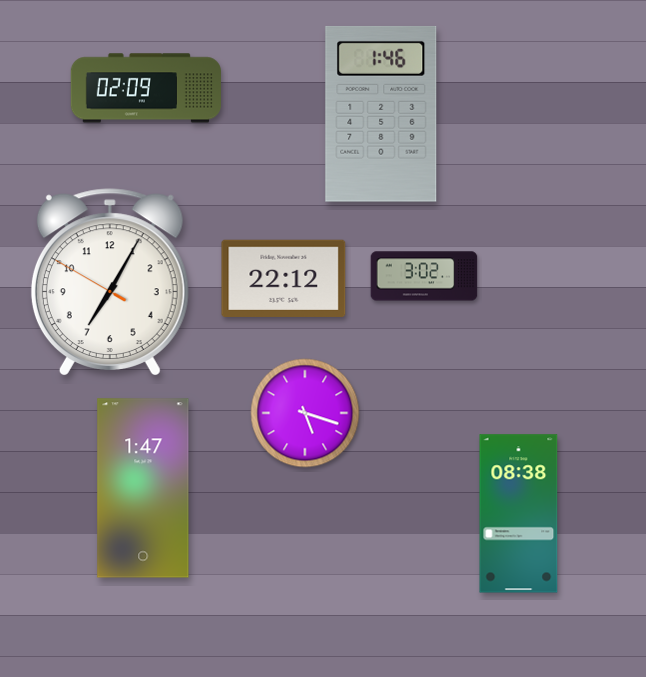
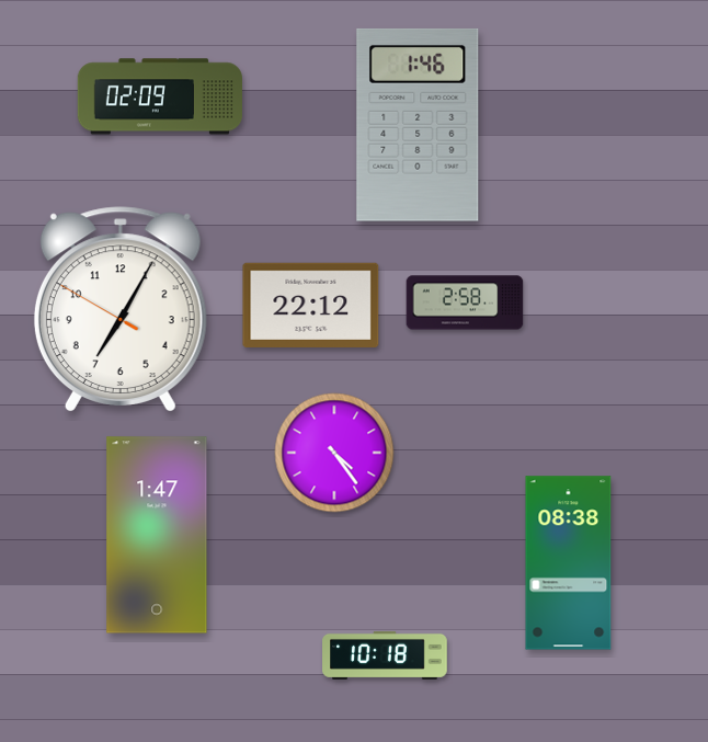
clock at (424, 276): 3:02 -> 2:58
clock at (305, 413): 5:18 -> 4:24
clock at (385, 655): none -> 10:18
